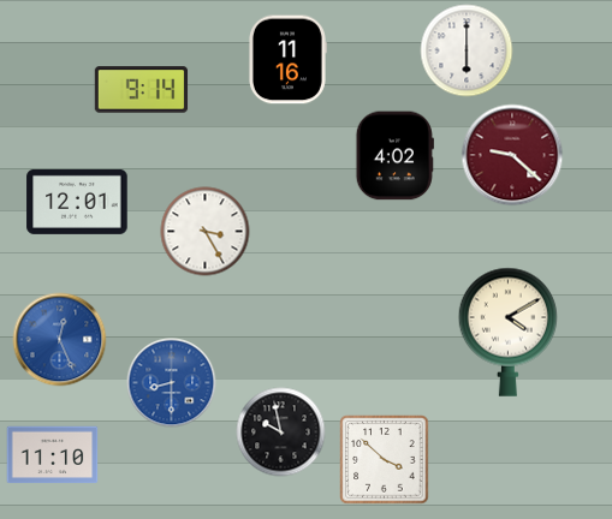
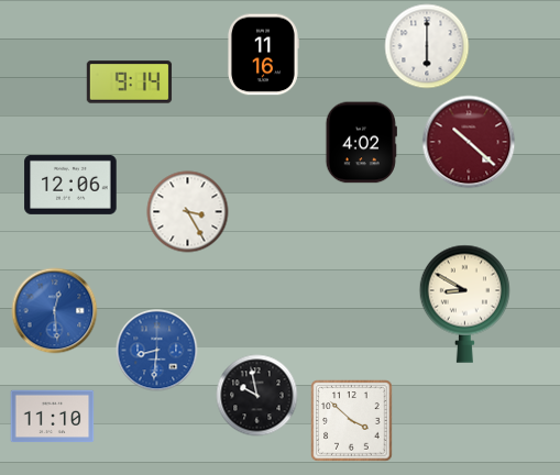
clock at (512, 155): 9:22 -> 10:22
clock at (77, 202): 12:01 -> 12:06
clock at (507, 332): 4:10 -> 8:50
clock at (60, 340): 12:26 -> 12:29
clock at (172, 383): 8:30 -> 8:31
clock at (53, 455) position: (53, 455) -> (53, 417)
